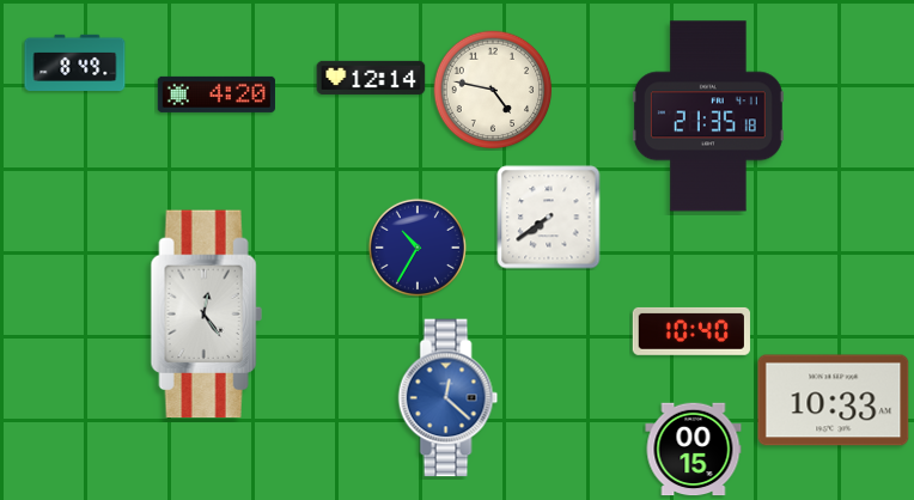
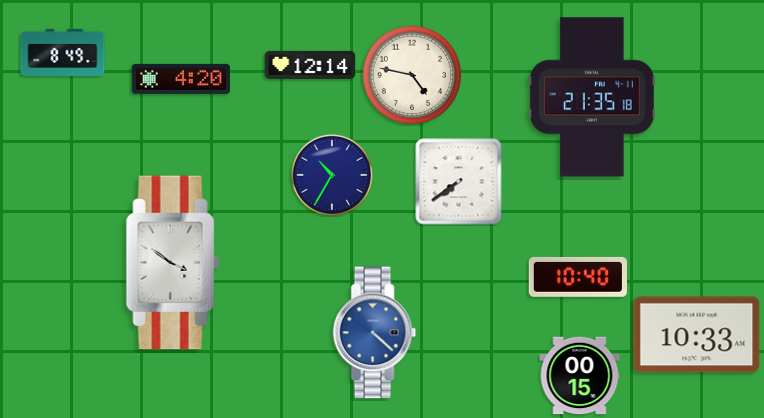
clock at (418, 248) position: (418, 248) -> (332, 175)
clock at (206, 315): 12:24 -> 3:51
clock at (449, 398): 12:22 -> 4:22
